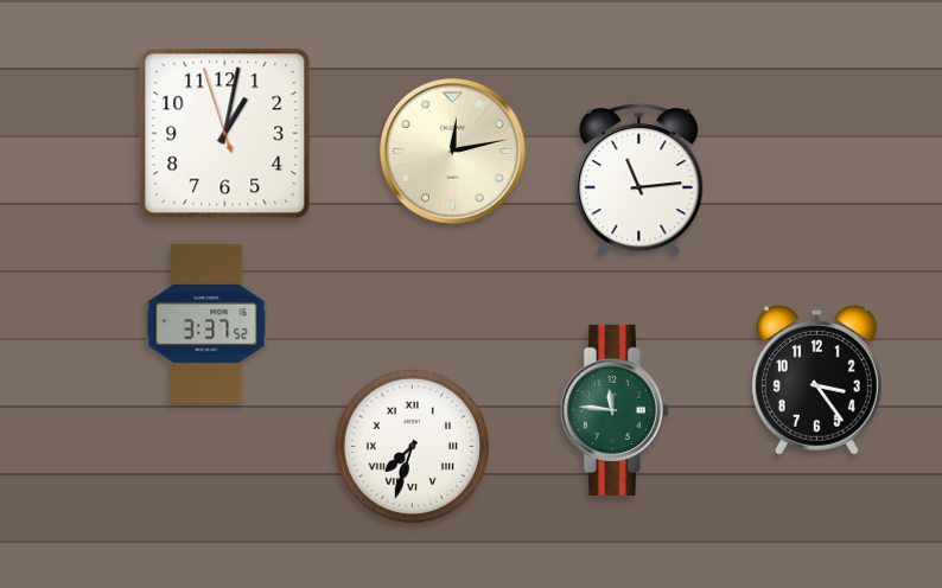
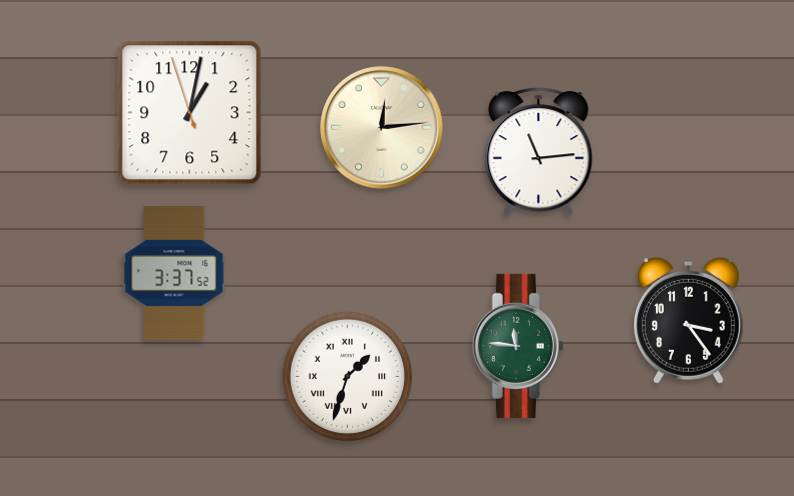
clock at (453, 152): 12:13 -> 12:14
clock at (412, 446): 7:33 -> 1:33
